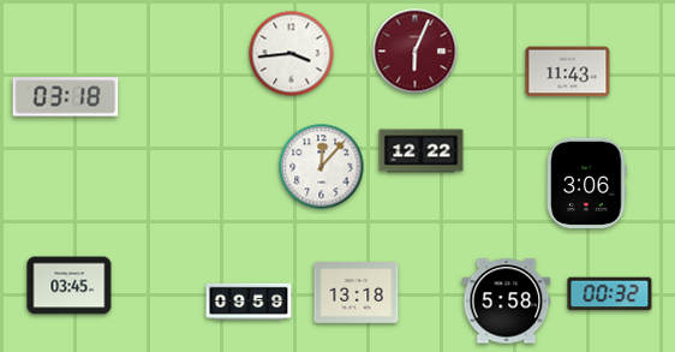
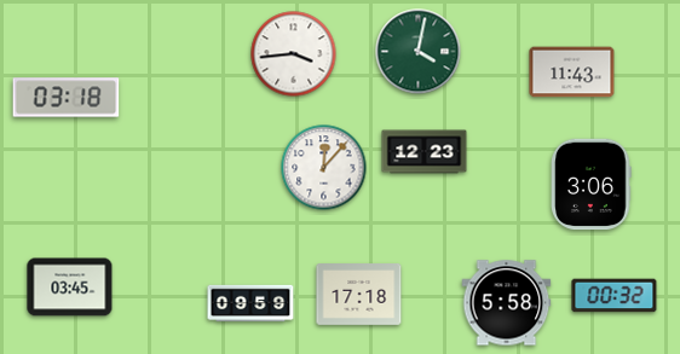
clock at (416, 52): 6:04 -> 4:02
clock at (416, 52) dial: burgundy -> green
clock at (422, 151): 12:22 -> 12:23
clock at (357, 293): 13:18 -> 17:18
clock at (507, 302) position: (507, 302) -> (507, 303)
